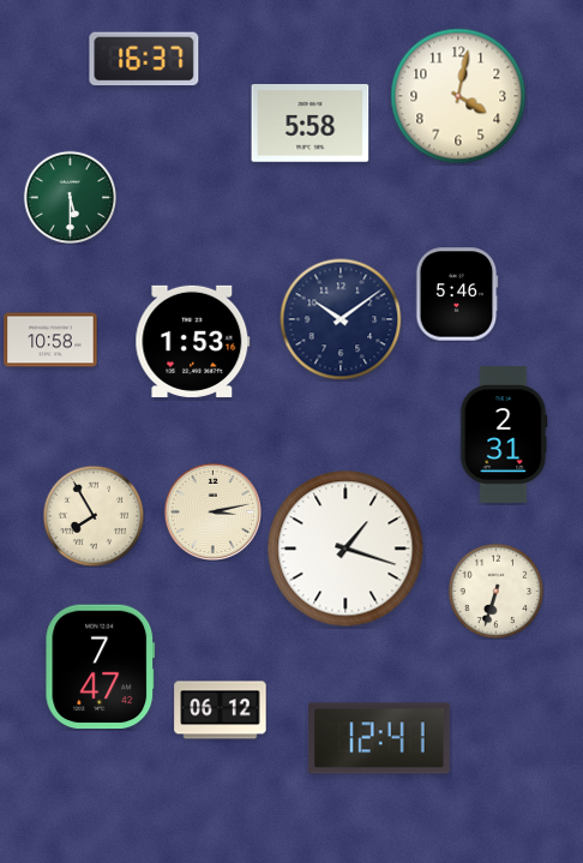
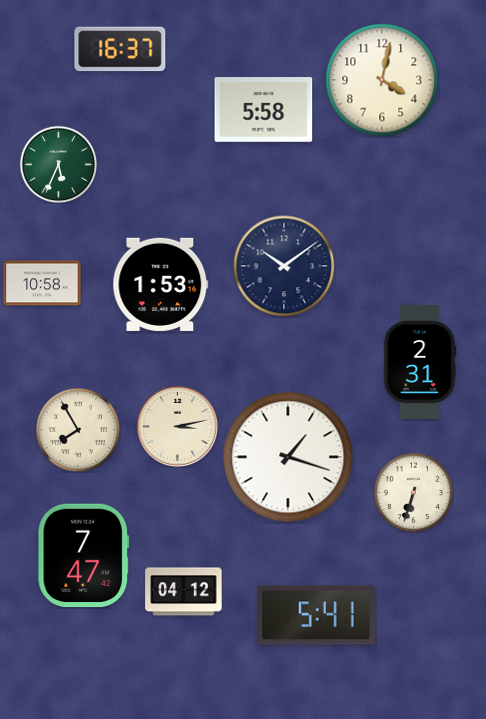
clock at (311, 124) position: (311, 124) -> (264, 110)
clock at (70, 197): 5:30 -> 5:34
clock at (457, 294): 5:46 -> none
clock at (221, 711): 06:12 -> 04:12
clock at (379, 738): 12:41 -> 5:41
